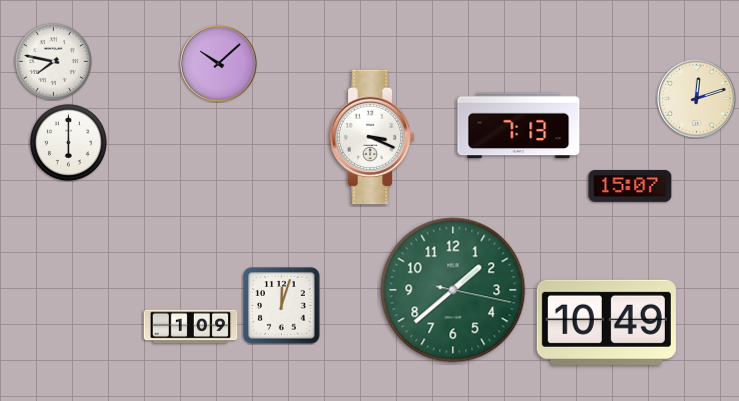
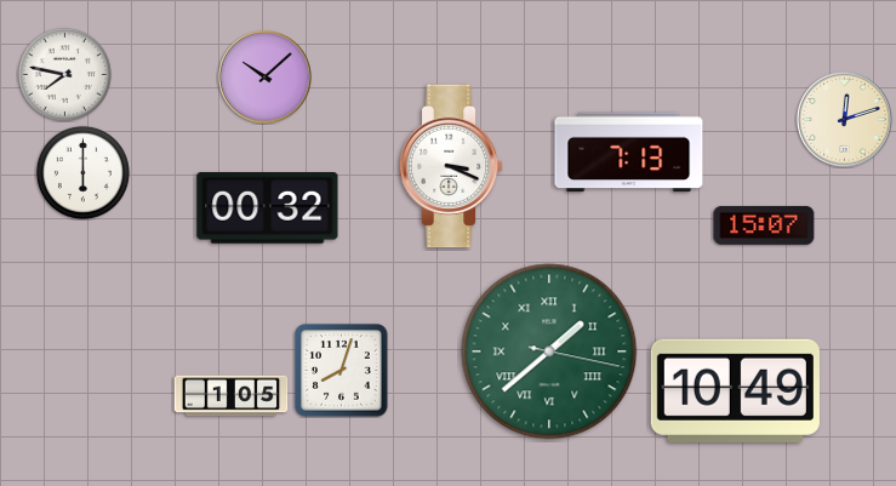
clock at (268, 208): none -> 00:32
clock at (453, 290) numerals: Arabic -> Roman
clock at (282, 306): 12:03 -> 8:03
clock at (191, 327): 1:09 -> 1:05
